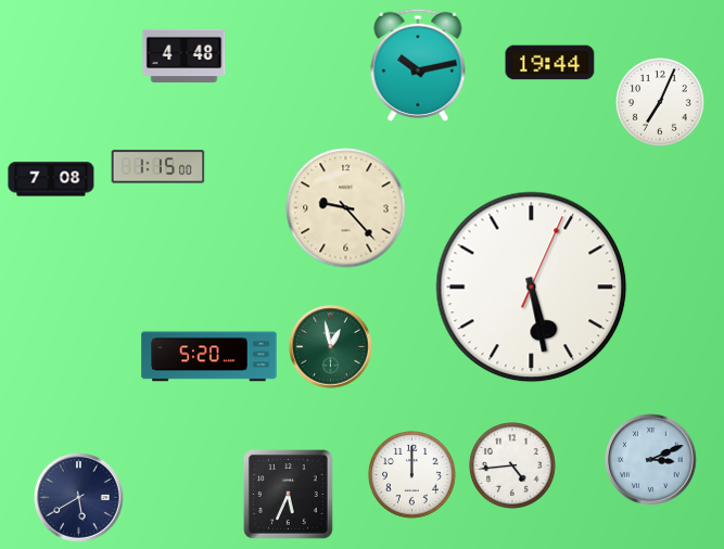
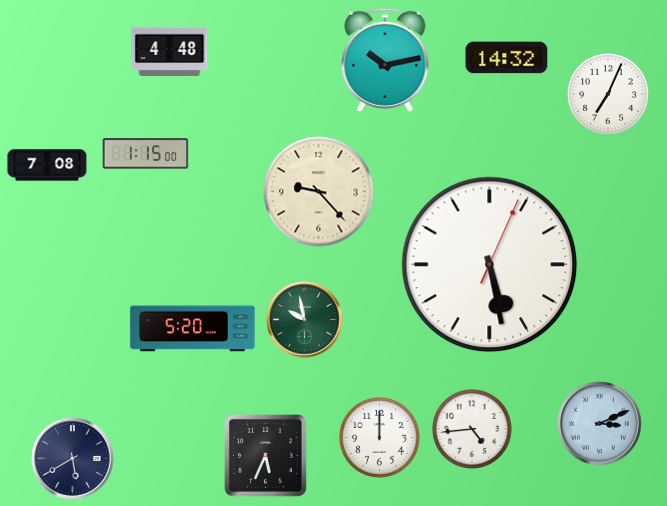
clock at (550, 63): 19:44 -> 14:32
clock at (331, 347): 12:58 -> 9:58
